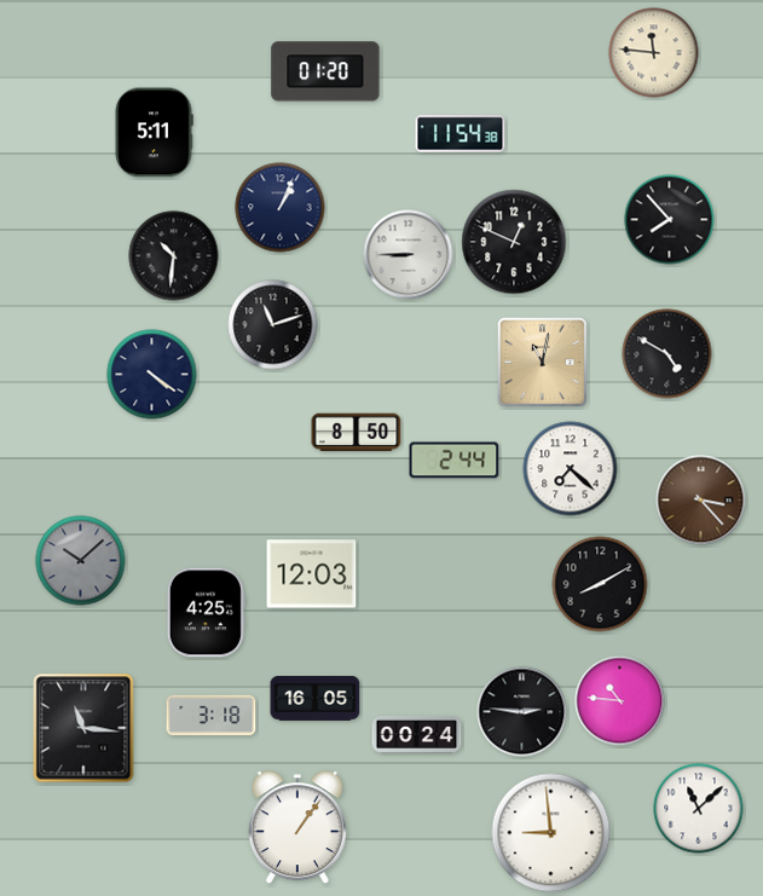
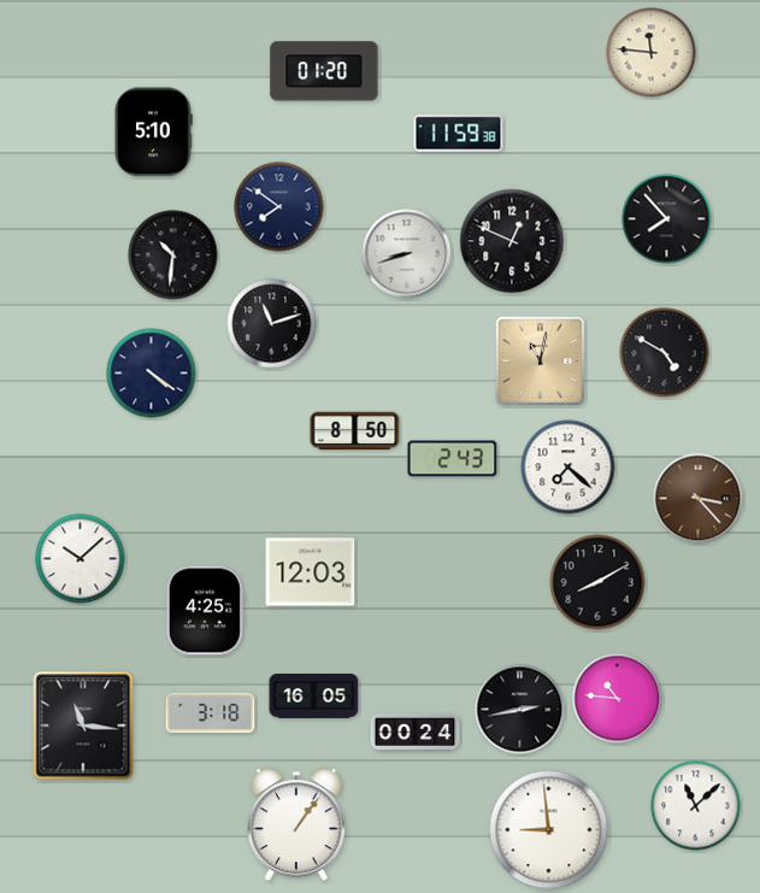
clock at (154, 133): 5:11 -> 5:10
clock at (461, 134): 11:54 -> 11:59
clock at (281, 208): 1:04 -> 7:51
clock at (409, 255): 8:45 -> 8:42
clock at (455, 461): 2:44 -> 2:43
clock at (81, 561) dial: grey -> white
clock at (522, 712): 2:46 -> 2:43
